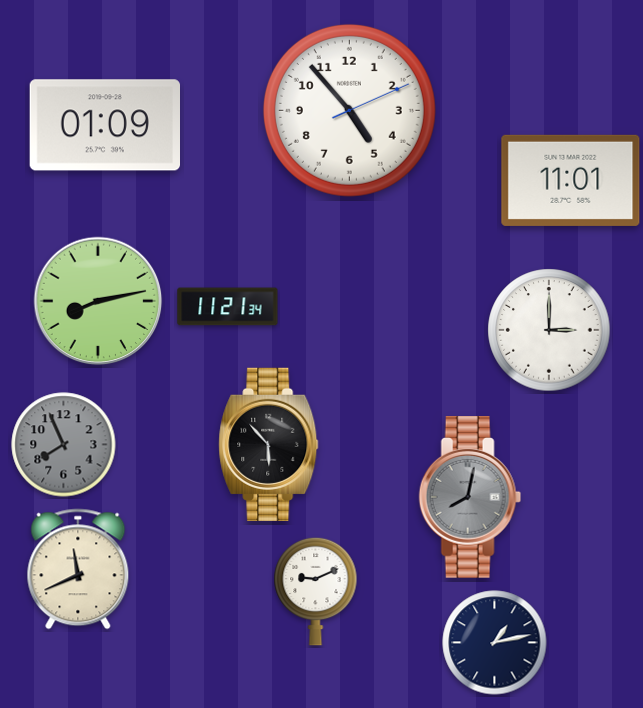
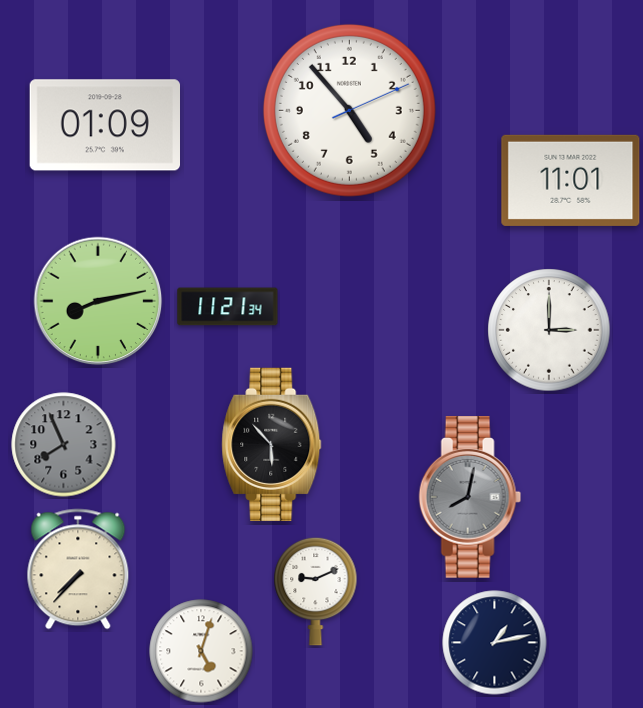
clock at (269, 444) position: (269, 444) -> (272, 444)
clock at (78, 569): 11:41 -> 7:37
clock at (201, 651): none -> 5:03
